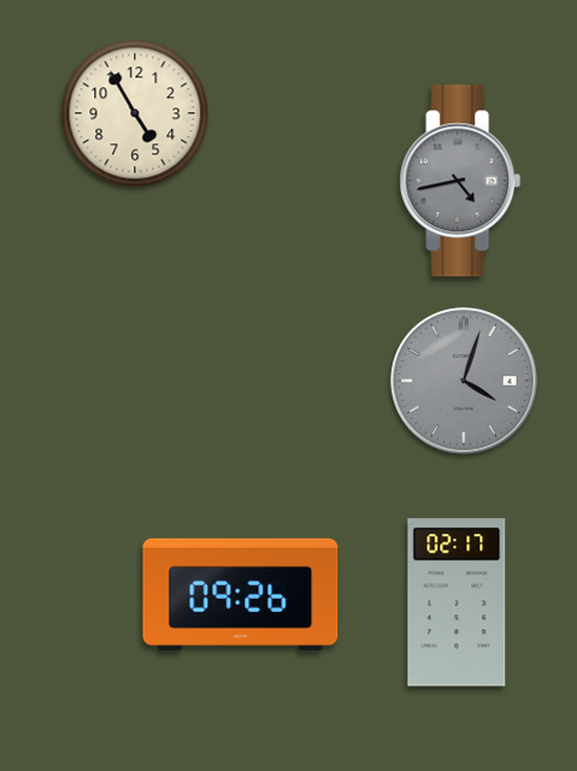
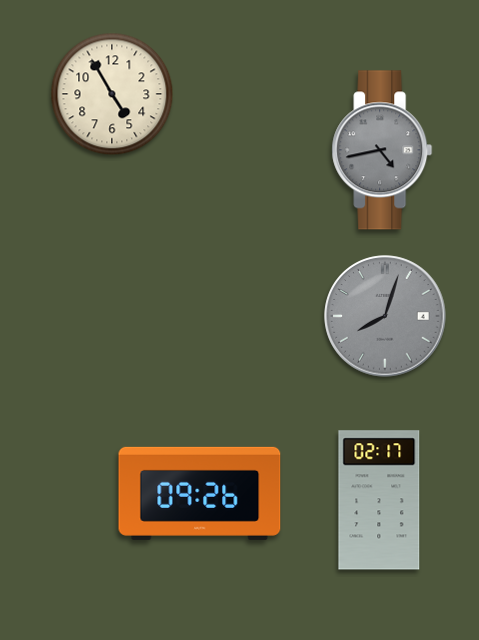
clock at (464, 381): 4:03 -> 8:03
